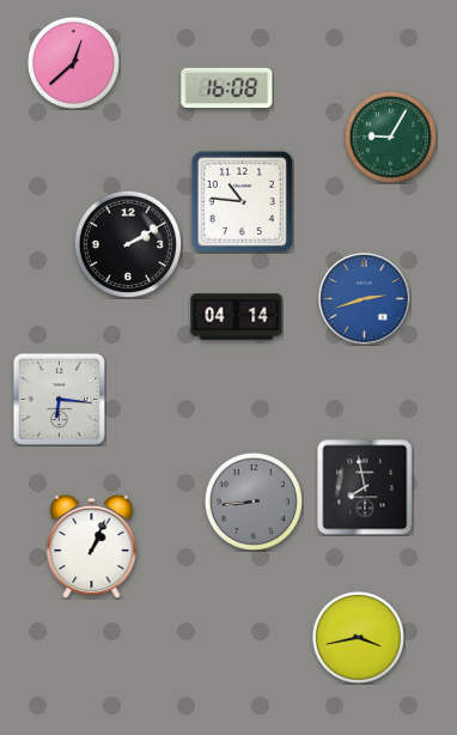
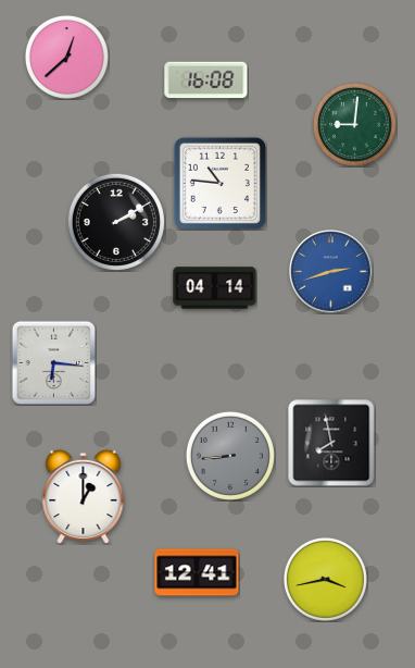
clock at (390, 136): 9:05 -> 9:01
clock at (92, 546): 1:04 -> 1:00
clock at (197, 572): none -> 12:41
